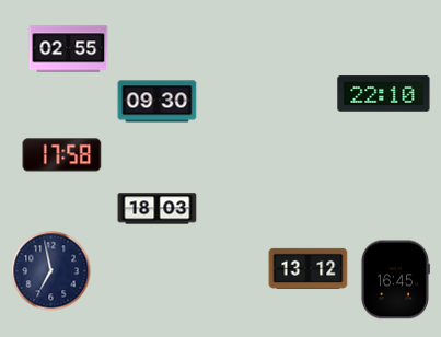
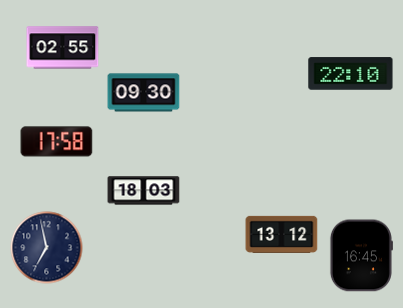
clock at (69, 49) position: (69, 49) -> (63, 48)
clock at (384, 94) position: (384, 94) -> (351, 74)
clock at (309, 268) position: (309, 268) -> (282, 234)
